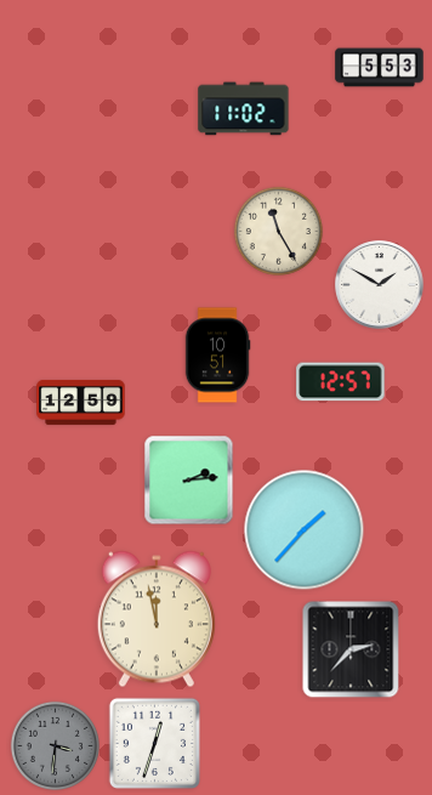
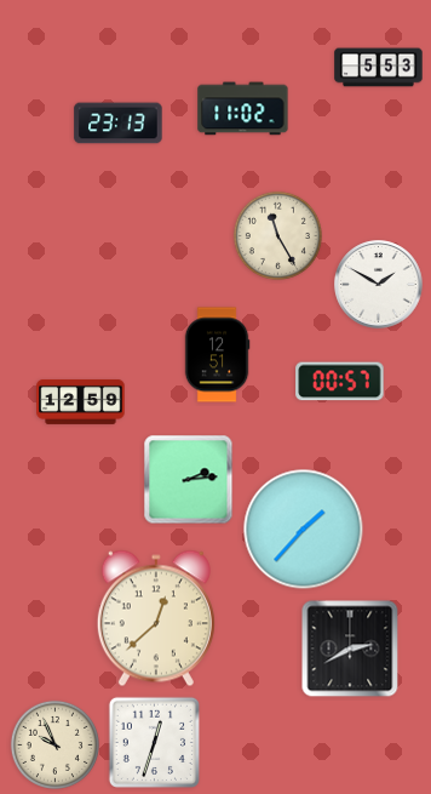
clock at (119, 124): none -> 23:13
clock at (278, 231) position: (278, 231) -> (277, 235)
clock at (217, 356): 10:51 -> 12:51
clock at (341, 382): 12:57 -> 00:57
clock at (157, 619): 11:58 -> 12:38
clock at (351, 649): 2:37 -> 2:40
clock at (55, 745): 3:31 -> 9:56
clock at (55, 745) dial: grey -> cream
